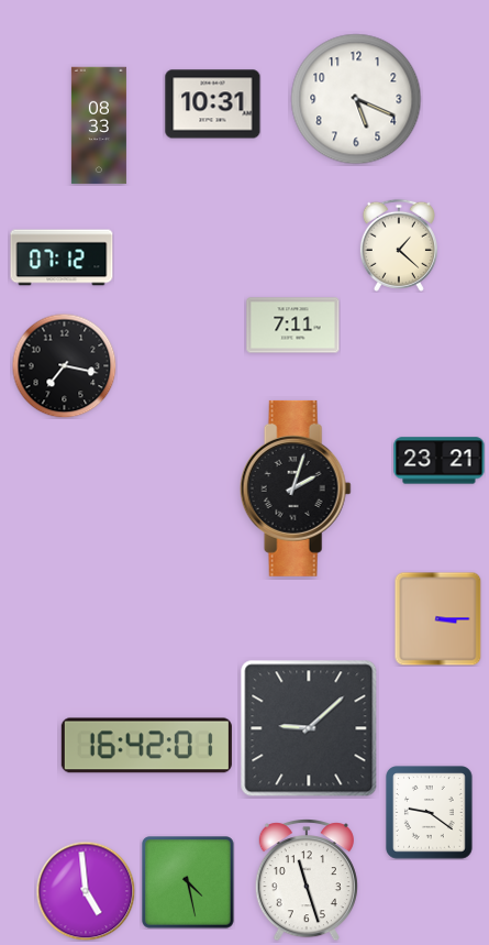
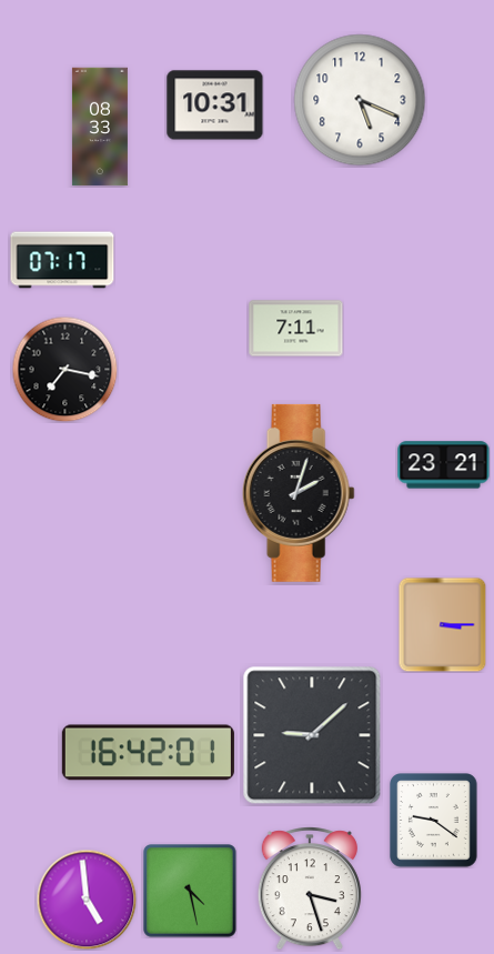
clock at (399, 245): 1:22 -> none
clock at (62, 257): 07:12 -> 07:17
clock at (307, 880): 11:27 -> 3:27
